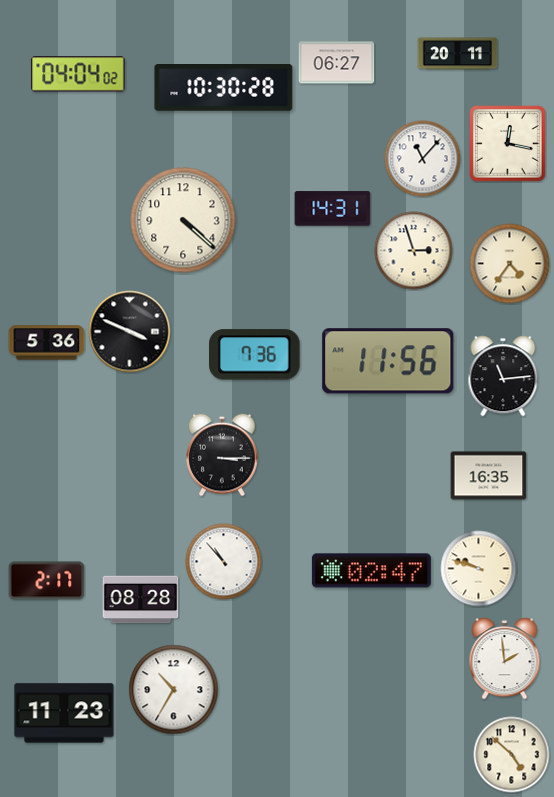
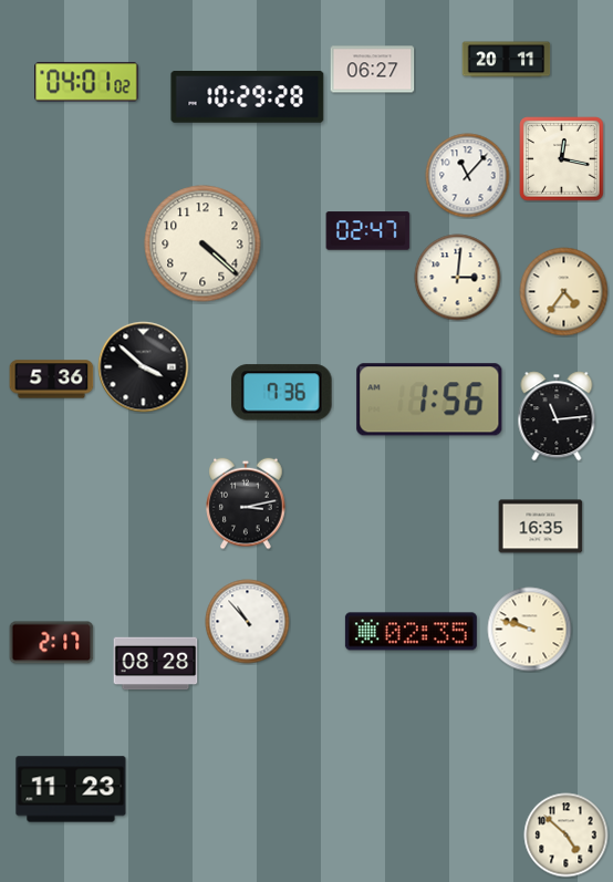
clock at (78, 74): 04:04 -> 04:01
clock at (224, 88): 10:30 -> 10:29
clock at (333, 209): 14:31 -> 02:47
clock at (414, 251): 2:57 -> 3:01
clock at (130, 332): 3:49 -> 3:52
clock at (388, 361): 11:56 -> 1:56
clock at (222, 455): 3:15 -> 3:13
clock at (371, 571): 02:47 -> 02:35
clock at (505, 659): 1:59 -> none
clock at (174, 690): 10:35 -> none
